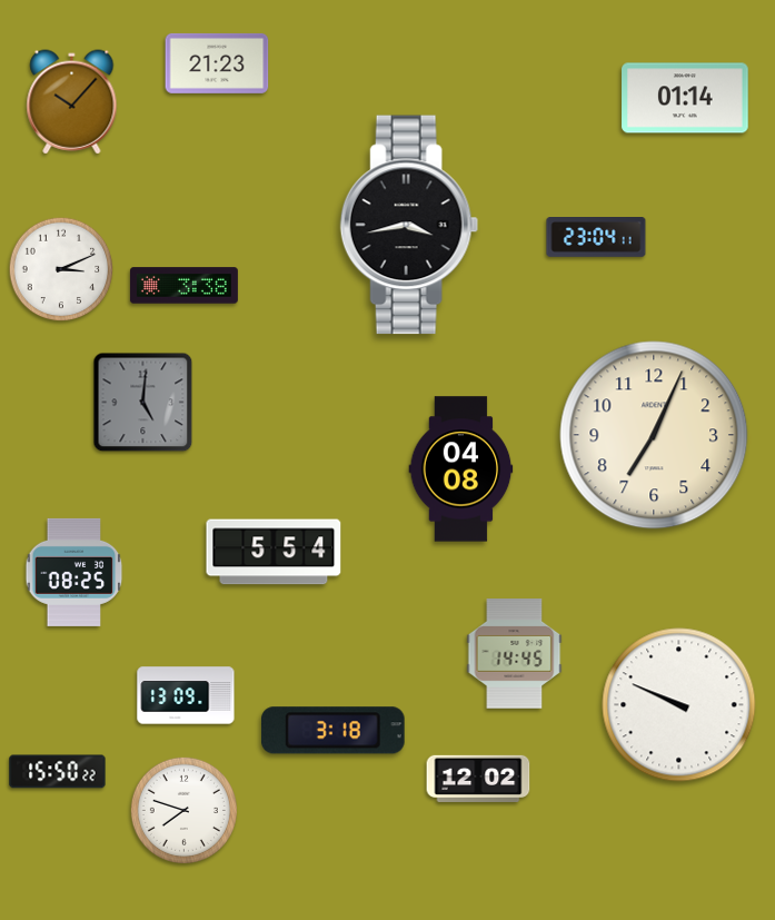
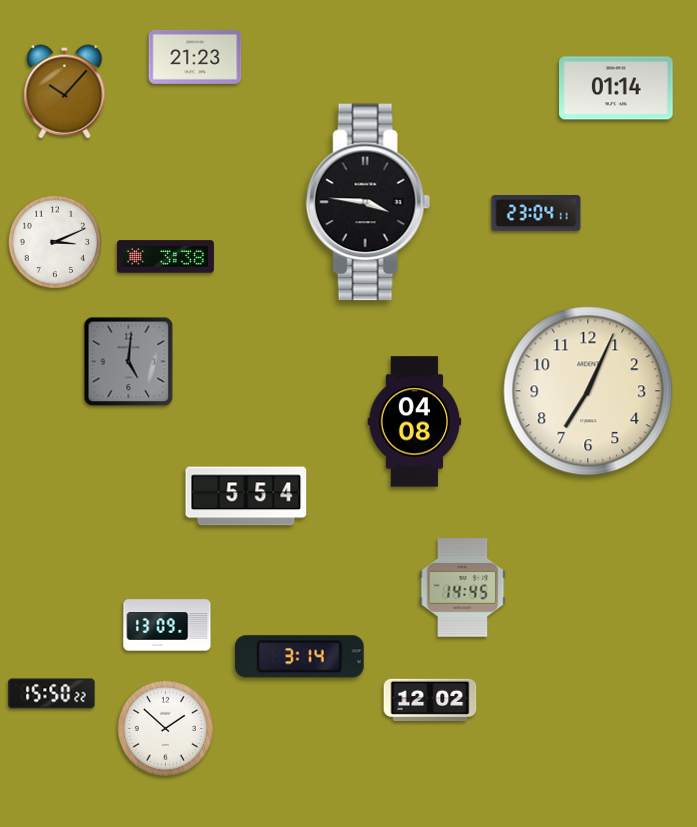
clock at (409, 225): 3:43 -> 3:46
clock at (74, 572): 08:25 -> none
clock at (679, 705): 9:49 -> none
clock at (332, 731): 3:18 -> 3:14
clock at (183, 810): 7:48 -> 1:52
